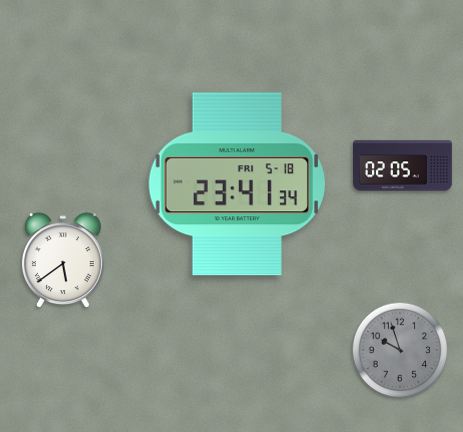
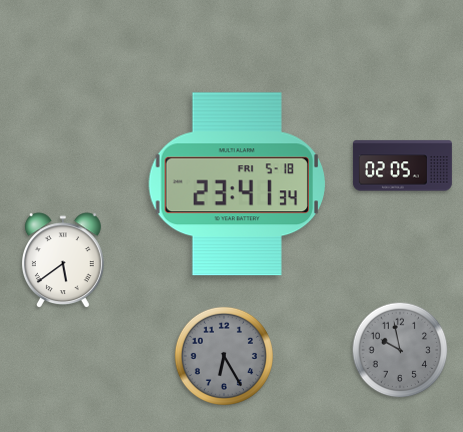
clock at (400, 350): 9:57 -> 9:58
clock at (224, 356): none -> 6:25
